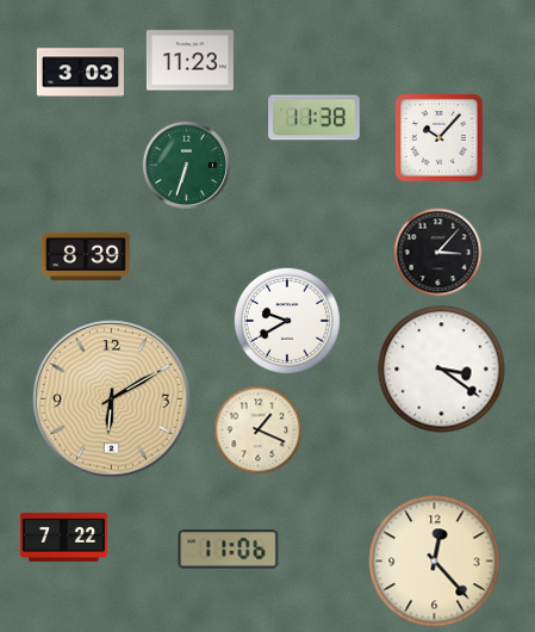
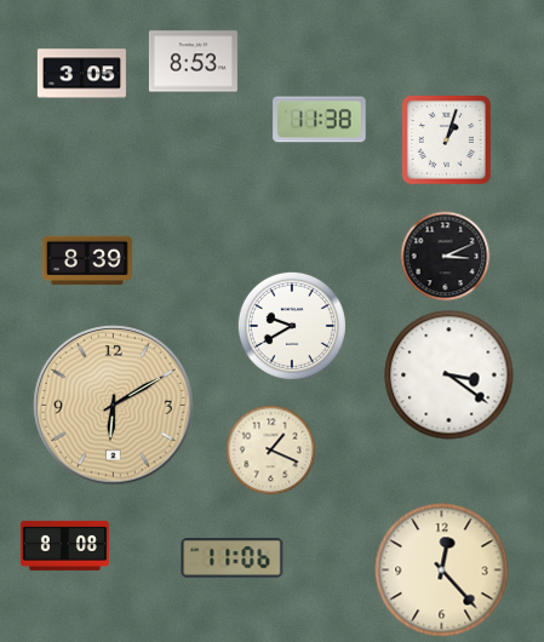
clock at (189, 61): 11:23 -> 8:53
clock at (80, 73): 3:03 -> 3:05
clock at (438, 137): 10:07 -> 1:03
clock at (187, 166): 6:33 -> none
clock at (438, 253): 3:07 -> 3:11
clock at (259, 430) position: (259, 430) -> (271, 451)
clock at (63, 537): 7:22 -> 8:08
